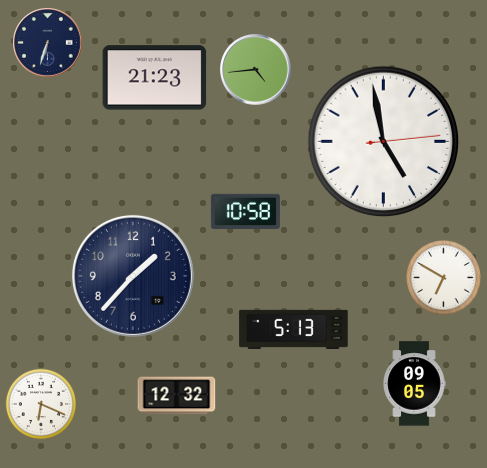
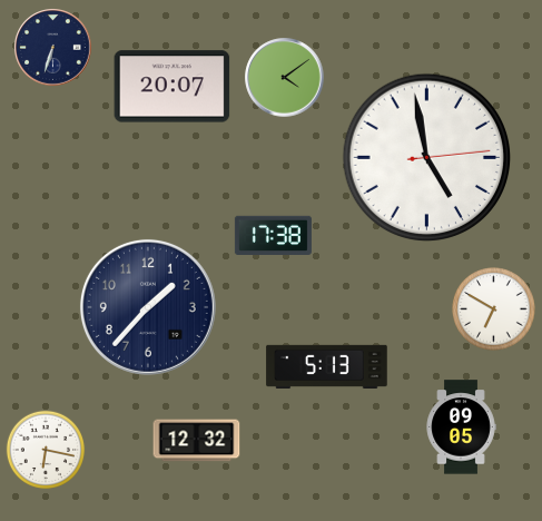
clock at (256, 70): 4:44 -> 4:09
clock at (155, 78): 21:23 -> 20:07
clock at (245, 212): 10:58 -> 17:38
clock at (41, 404): 6:19 -> 6:17
